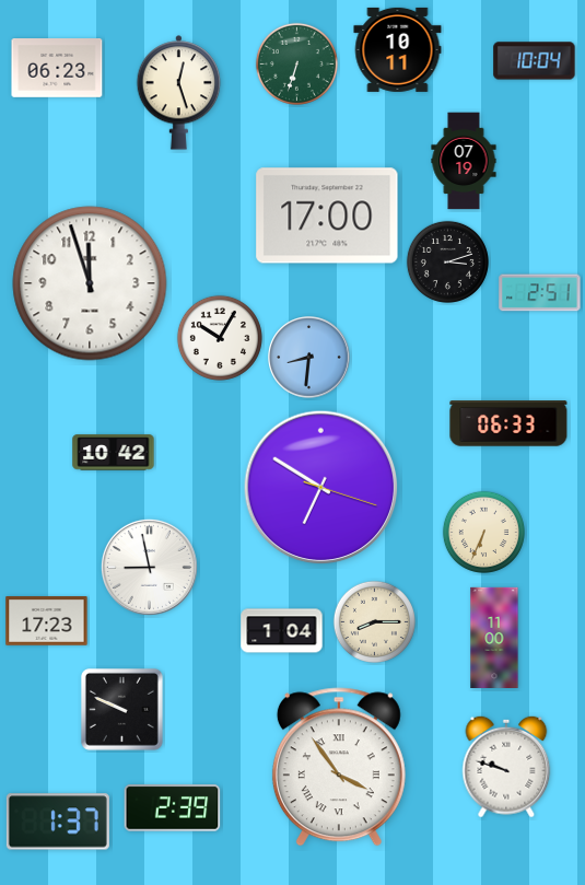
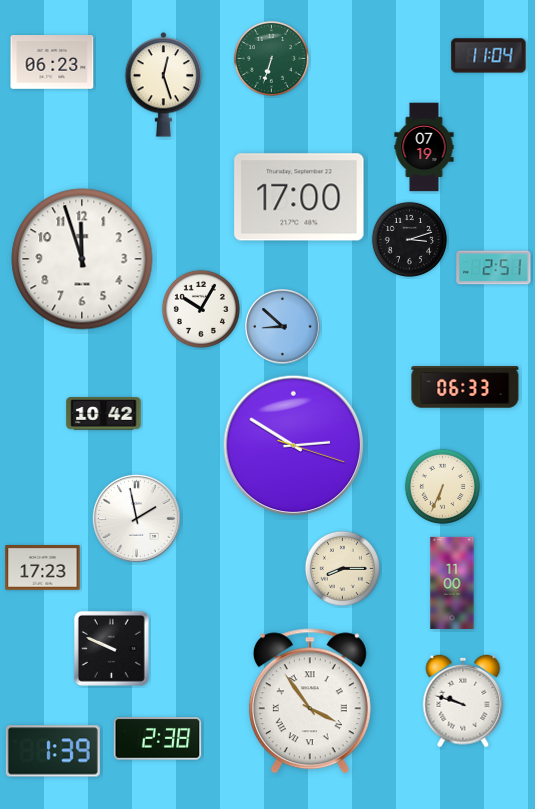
clock at (398, 49): 10:11 -> none
clock at (535, 61): 10:04 -> 11:04
clock at (309, 358): 8:31 -> 8:52
clock at (321, 488): 6:50 -> 2:50
clock at (149, 567): 8:58 -> 1:58
clock at (282, 631): 1:04 -> none
clock at (173, 808): 2:39 -> 2:38
clock at (58, 822): 1:37 -> 1:39
